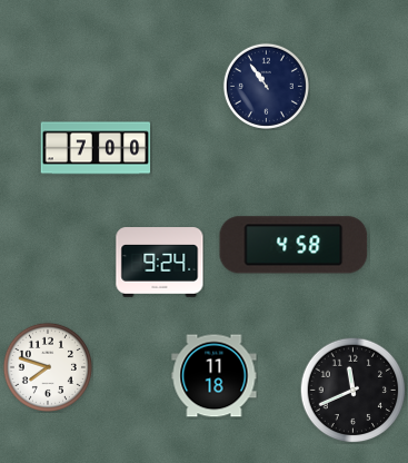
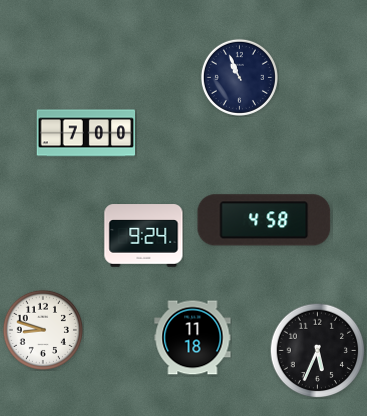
clock at (266, 86): 10:54 -> 10:56
clock at (48, 367): 7:48 -> 8:48
clock at (352, 390): 11:41 -> 5:34
